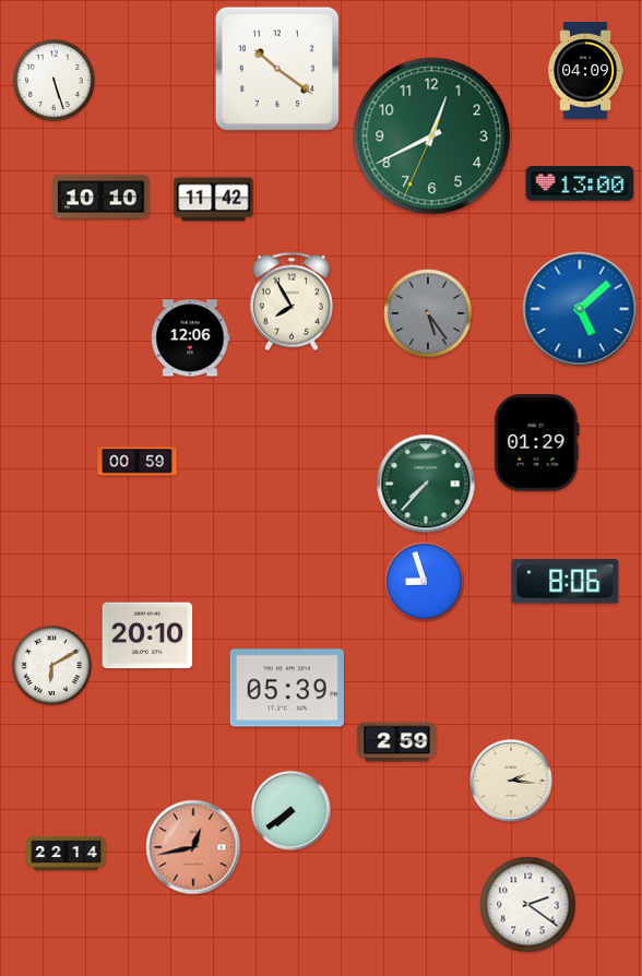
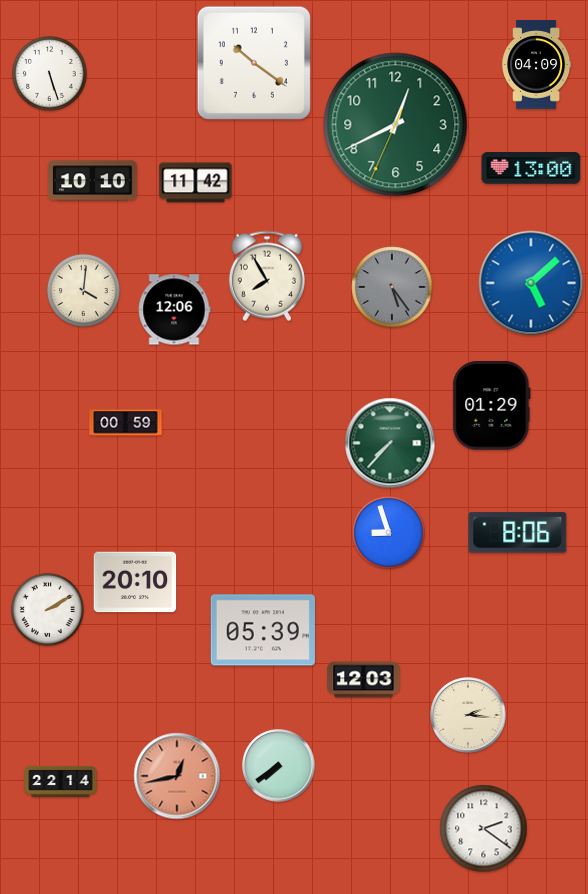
clock at (83, 290): none -> 4:01
clock at (51, 665): 6:10 -> 2:10
clock at (397, 742): 2:59 -> 12:03
clock at (292, 811) position: (292, 811) -> (279, 766)
